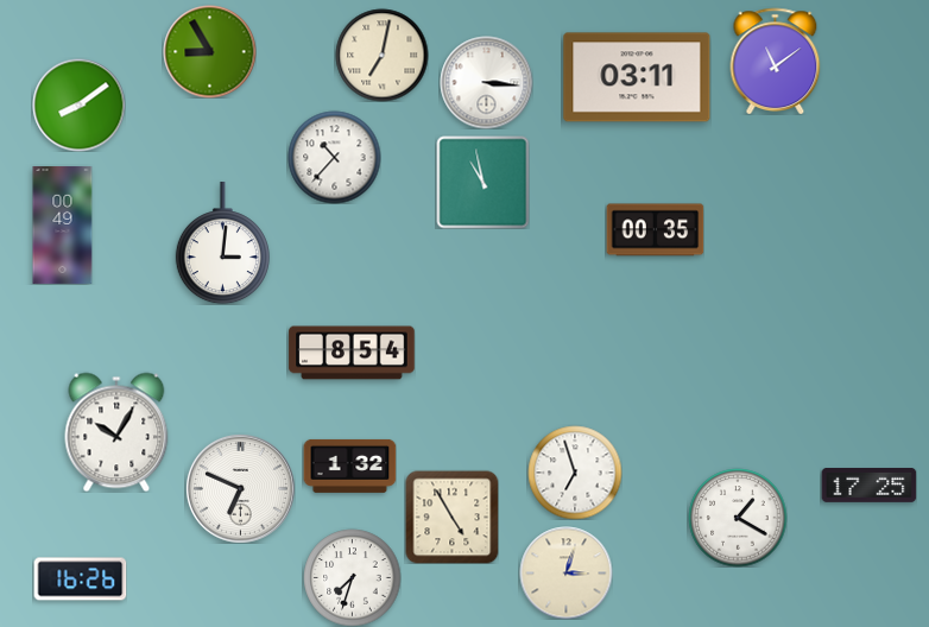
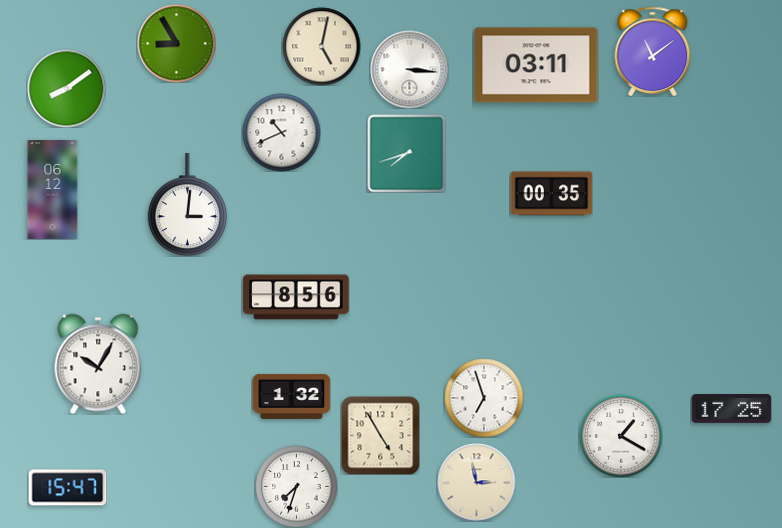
clock at (381, 55): 7:02 -> 5:02
clock at (334, 157): 10:37 -> 10:41
clock at (482, 182): 10:58 -> 7:42
clock at (63, 224): 00:49 -> 06:12
clock at (352, 353): 8:54 -> 8:56
clock at (349, 465) position: (349, 465) -> (291, 396)
clock at (240, 488): 6:49 -> none
clock at (565, 572): 3:03 -> 2:58
clock at (80, 579): 16:26 -> 15:47
